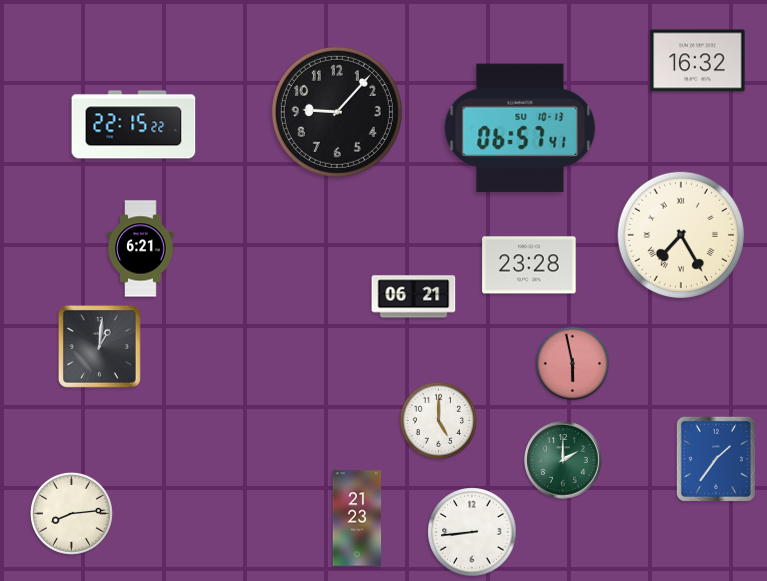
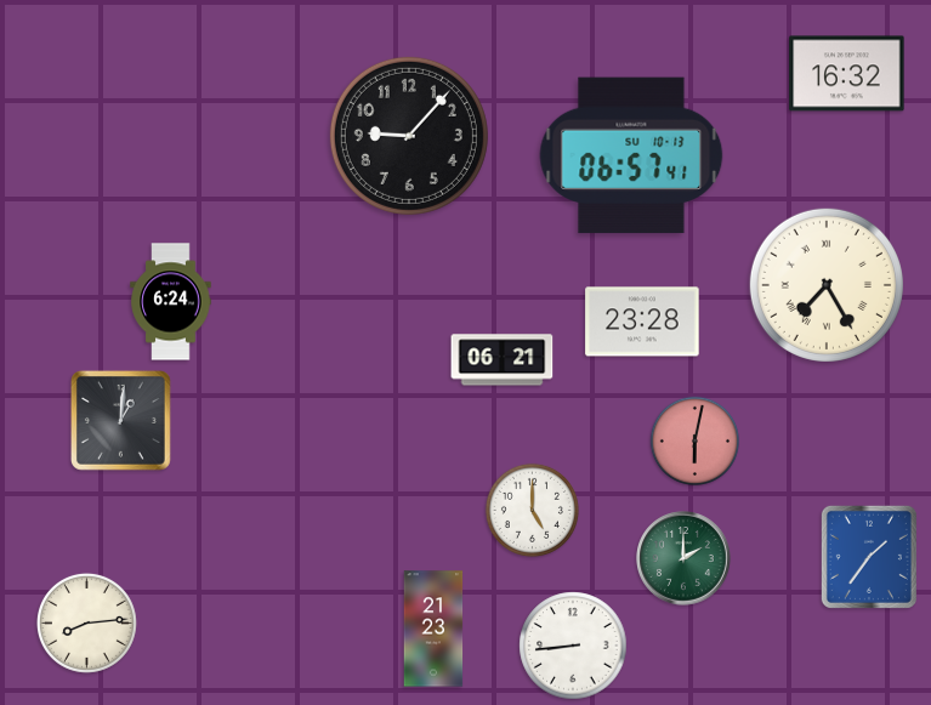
clock at (134, 125): 22:15 -> none
clock at (141, 249): 6:21 -> 6:24
clock at (573, 364): 5:58 -> 6:02
